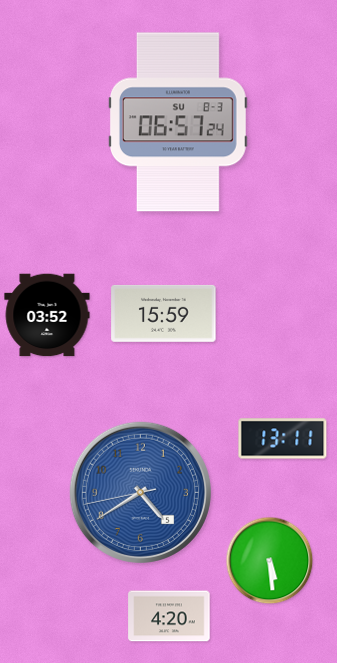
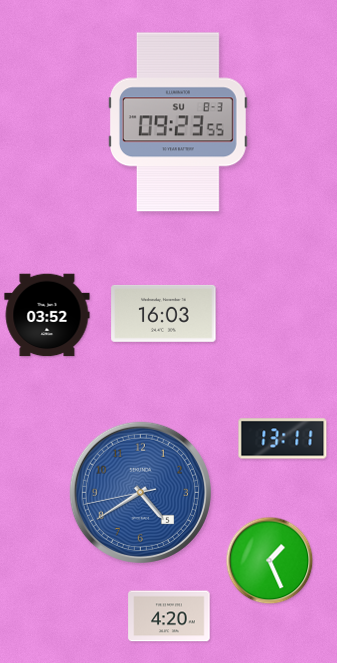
clock at (178, 122): 06:57 -> 09:23
clock at (164, 313): 15:59 -> 16:03
clock at (270, 561): 5:29 -> 1:26
